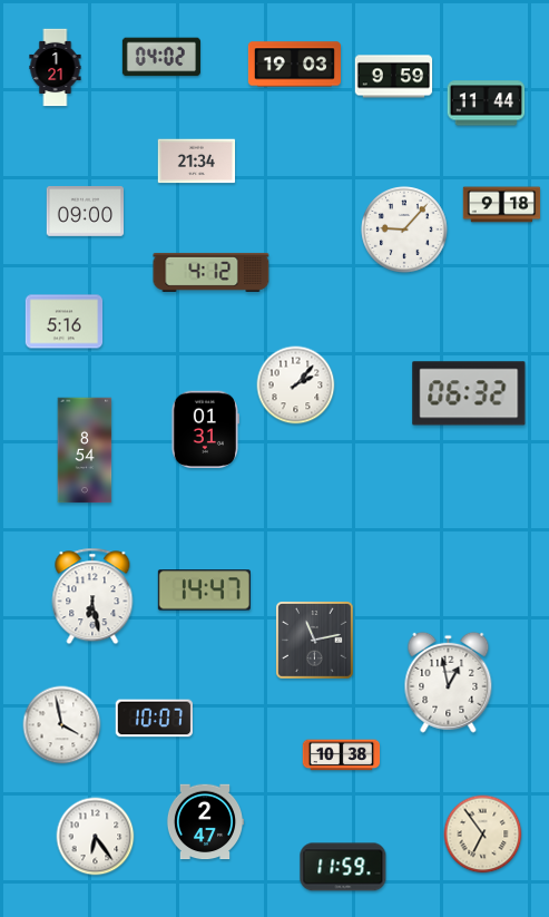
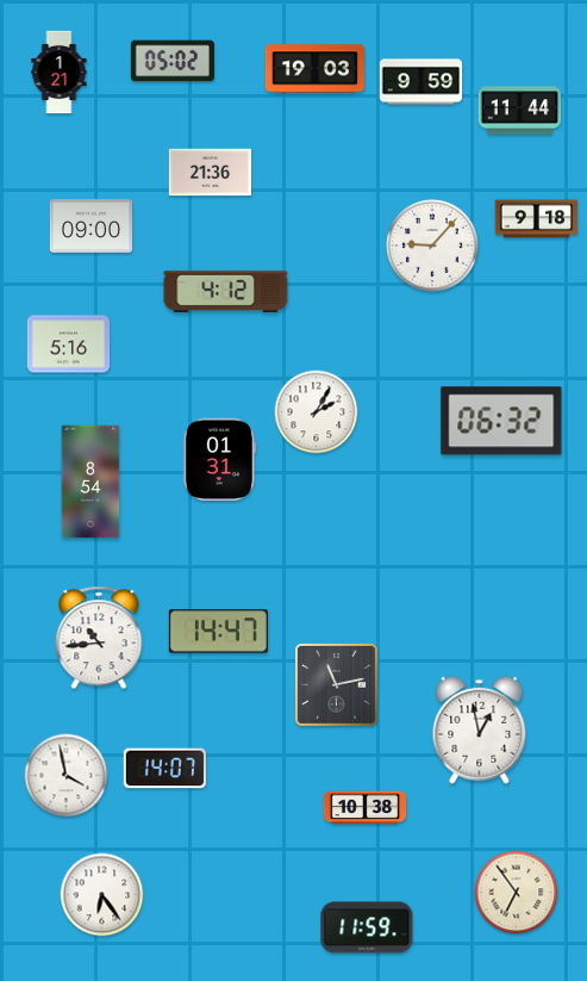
clock at (161, 57): 04:02 -> 05:02
clock at (197, 162): 21:34 -> 21:36
clock at (296, 386): 2:07 -> 2:05
clock at (92, 596): 6:28 -> 10:44
clock at (155, 719): 10:07 -> 14:07
clock at (205, 822): 2:47 -> none
